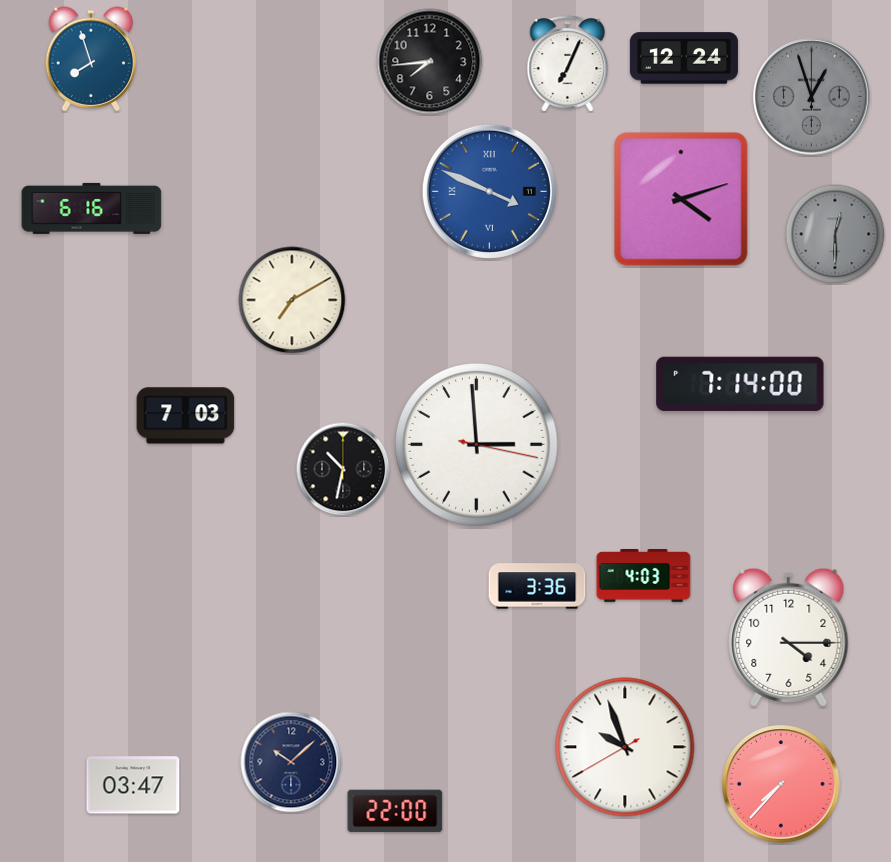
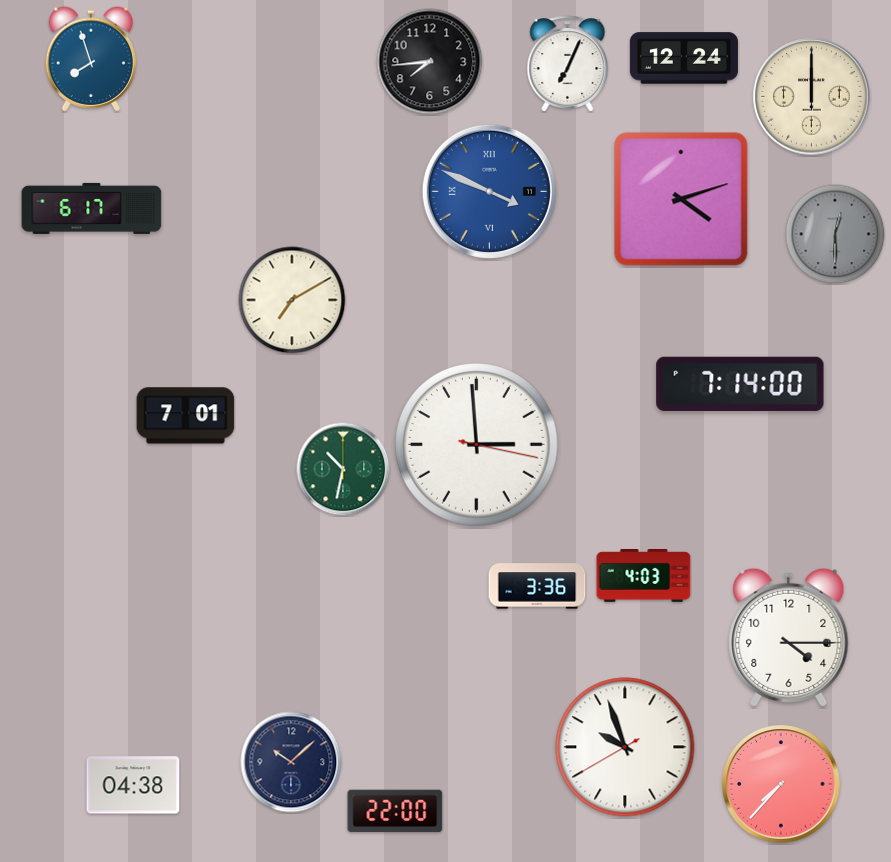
clock at (812, 97): 12:57 -> 12:00
clock at (812, 97) dial: grey -> cream
clock at (92, 208): 6:16 -> 6:17
clock at (186, 416): 7:03 -> 7:01
clock at (343, 469) dial: black -> green
clock at (133, 785): 03:47 -> 04:38
